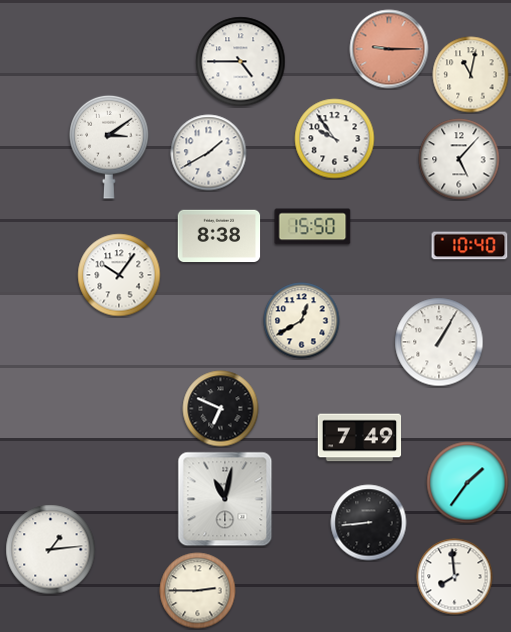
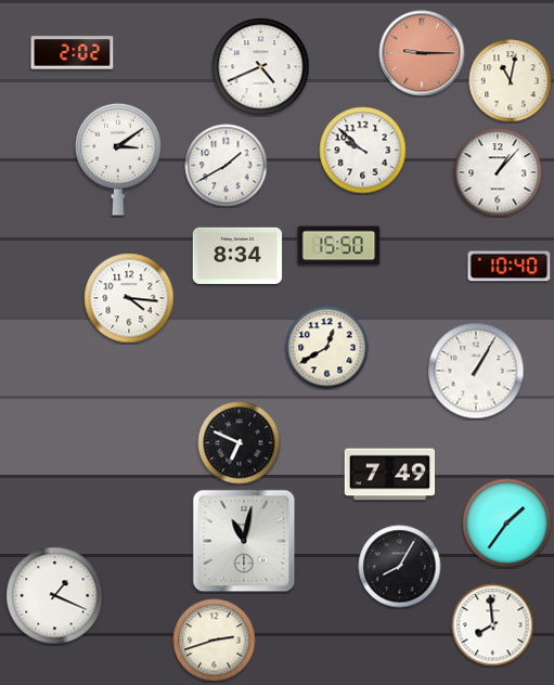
clock at (73, 53): none -> 2:02
clock at (241, 62): 4:45 -> 4:41
clock at (335, 139): 9:54 -> 9:52
clock at (459, 159): 5:07 -> 1:07
clock at (219, 236): 8:38 -> 8:34
clock at (119, 275): 10:06 -> 4:16
clock at (369, 523): 8:44 -> 8:05
clock at (51, 550): 1:14 -> 1:19
clock at (198, 591): 2:45 -> 2:42
